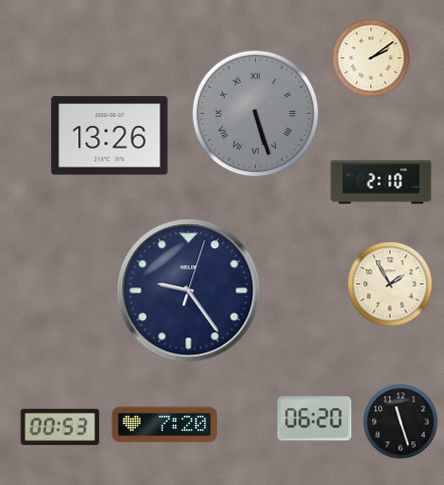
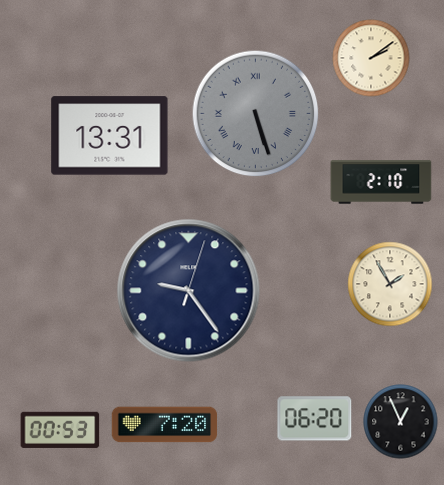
clock at (110, 136): 13:26 -> 13:31
clock at (401, 422): 11:27 -> 12:56
clock at (60, 427) position: (60, 427) -> (60, 430)
